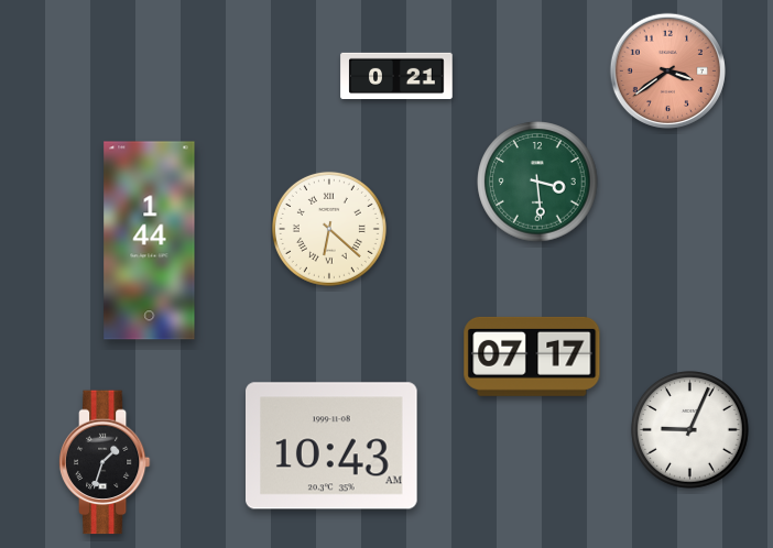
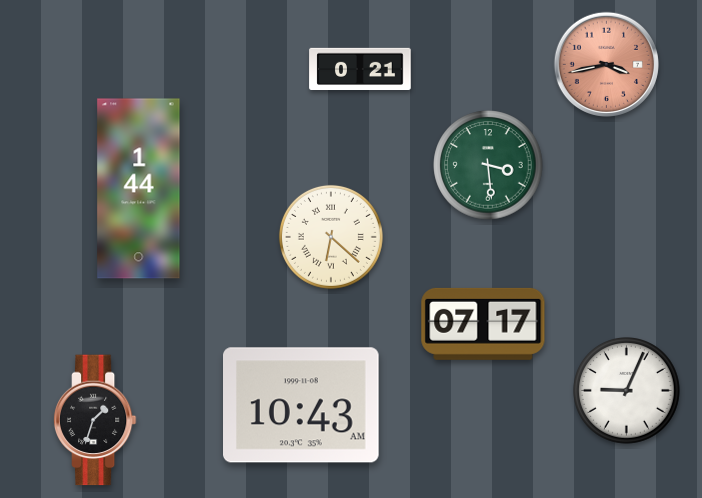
clock at (667, 70): 3:39 -> 3:43
clock at (329, 229) position: (329, 229) -> (331, 237)
clock at (150, 241) position: (150, 241) -> (139, 189)
